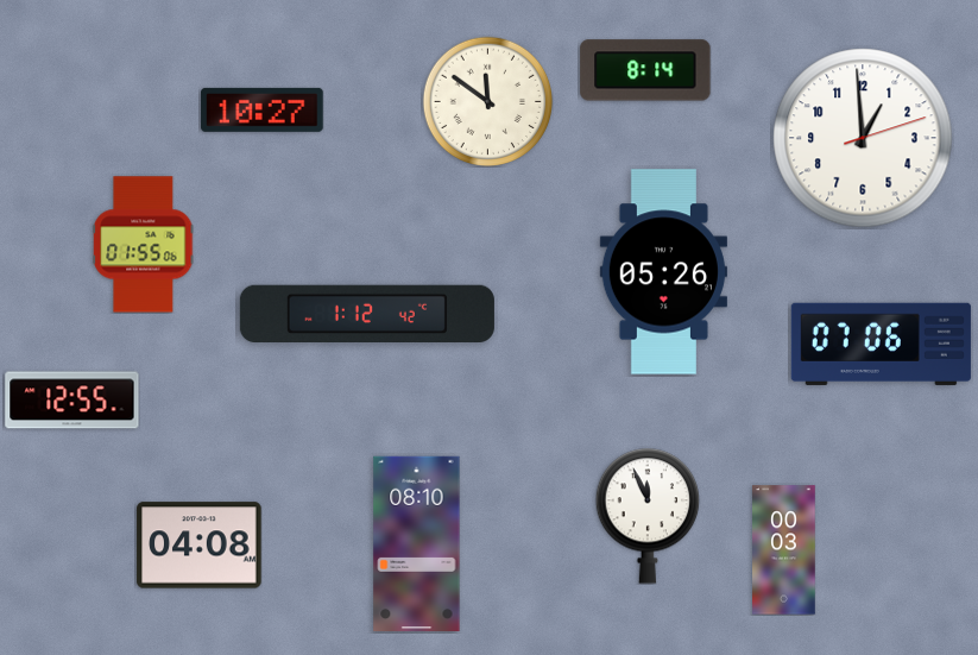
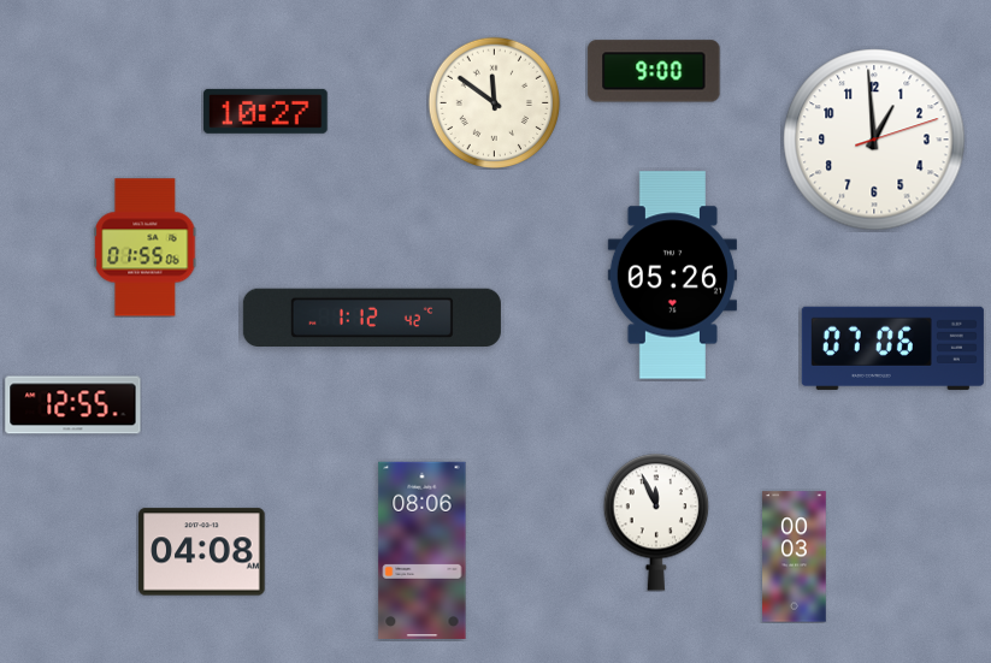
clock at (645, 70): 8:14 -> 9:00
clock at (417, 543): 08:10 -> 08:06
